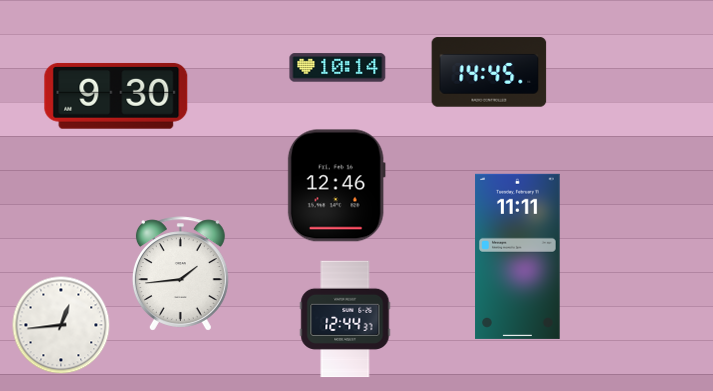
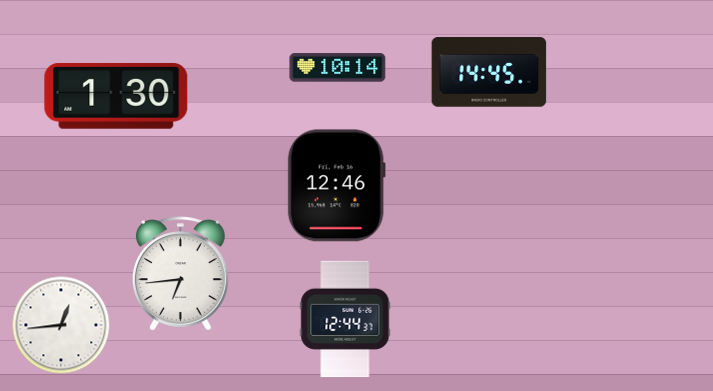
clock at (116, 96): 9:30 -> 1:30
clock at (518, 256): 11:11 -> none
clock at (180, 274): 1:44 -> 6:44
